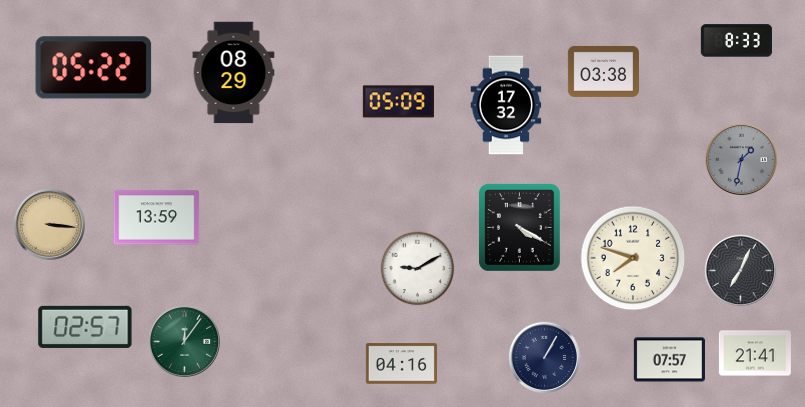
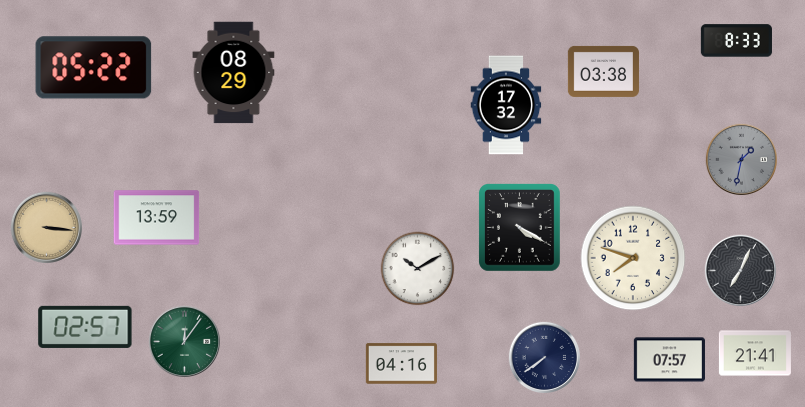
clock at (398, 102): 05:09 -> none
clock at (49, 224) position: (49, 224) -> (46, 227)
clock at (418, 269): 9:10 -> 10:10
clock at (544, 357): 1:05 -> 7:39
